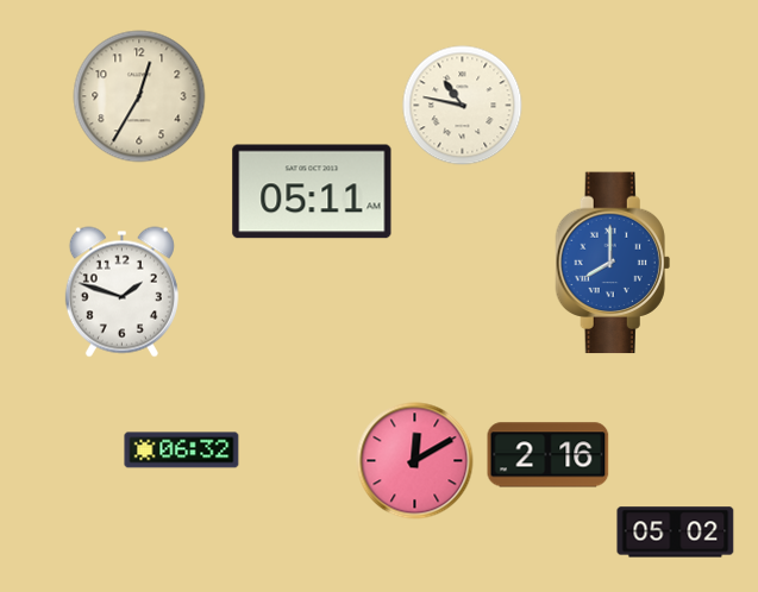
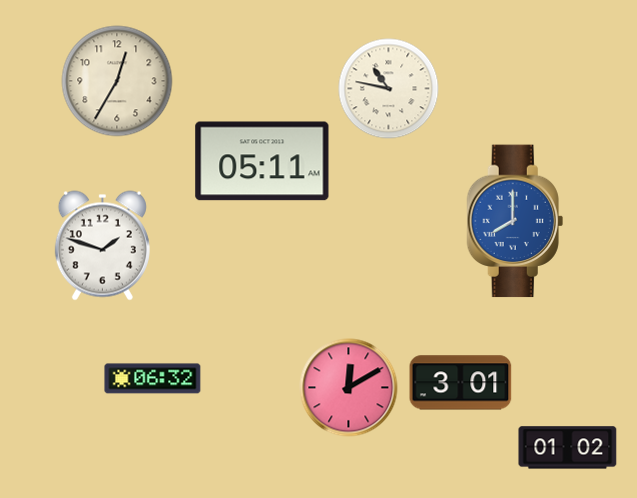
clock at (549, 455): 2:16 -> 3:01
clock at (676, 533): 05:02 -> 01:02
